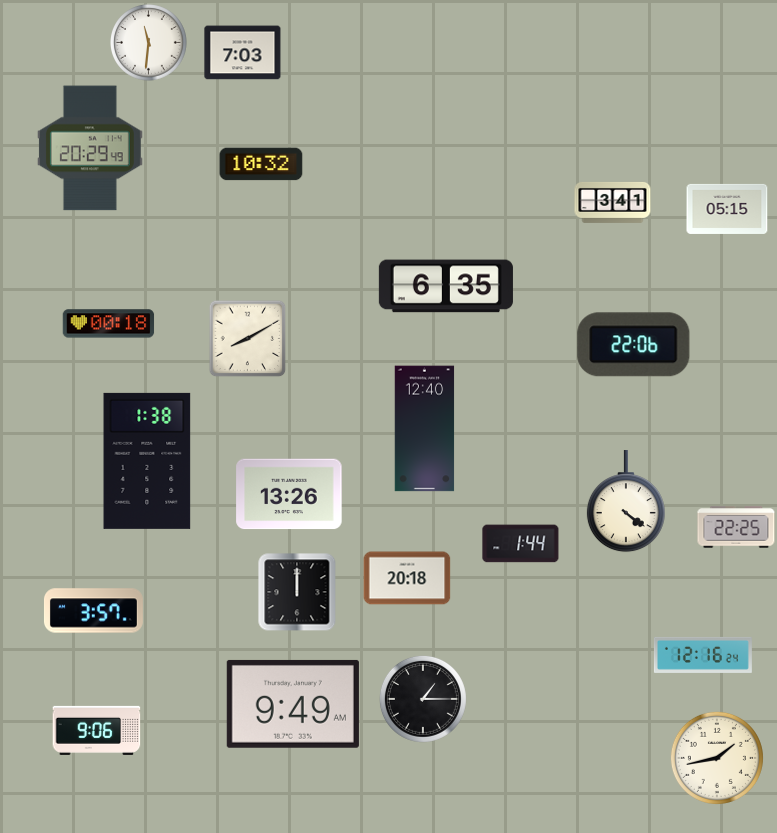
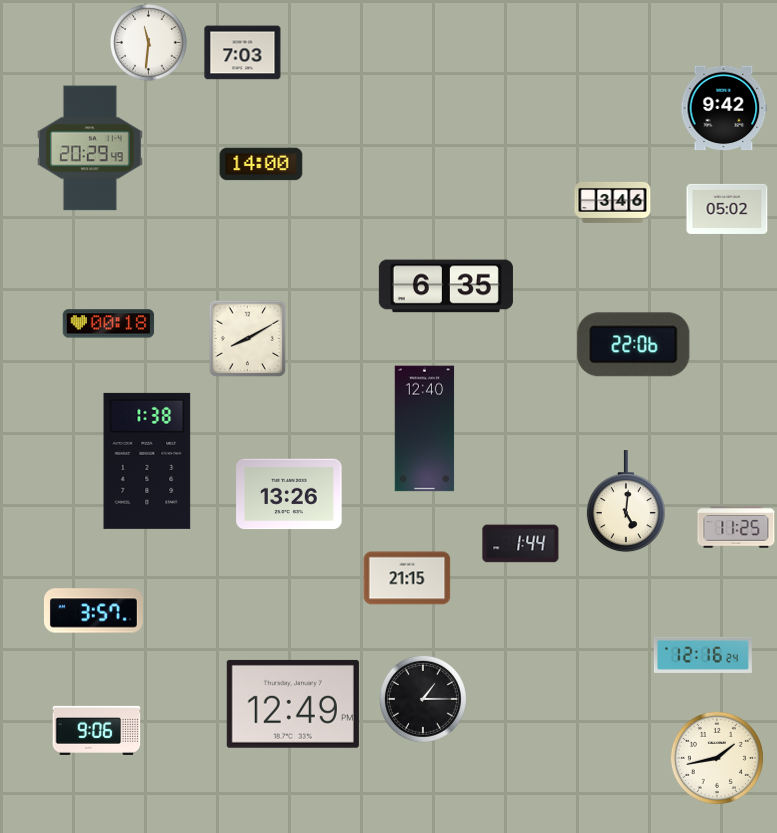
clock at (724, 108): none -> 9:42
clock at (261, 164): 10:32 -> 14:00
clock at (613, 202): 3:41 -> 3:46
clock at (727, 209): 05:15 -> 05:02
clock at (626, 502): 4:21 -> 5:01
clock at (736, 527): 22:25 -> 11:25
clock at (407, 578): 20:18 -> 21:15
clock at (297, 592): 12:00 -> none
clock at (293, 704): 9:49 -> 12:49
